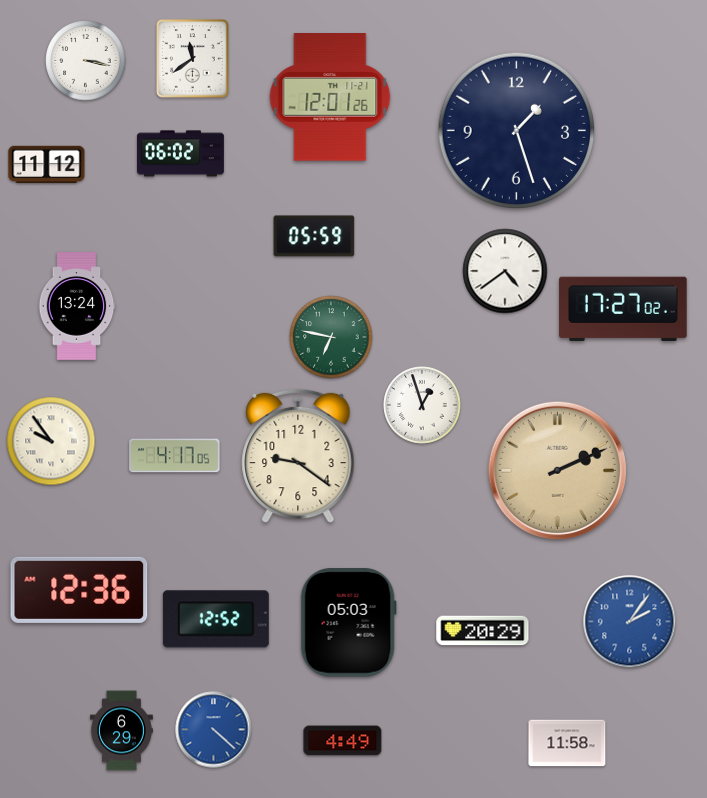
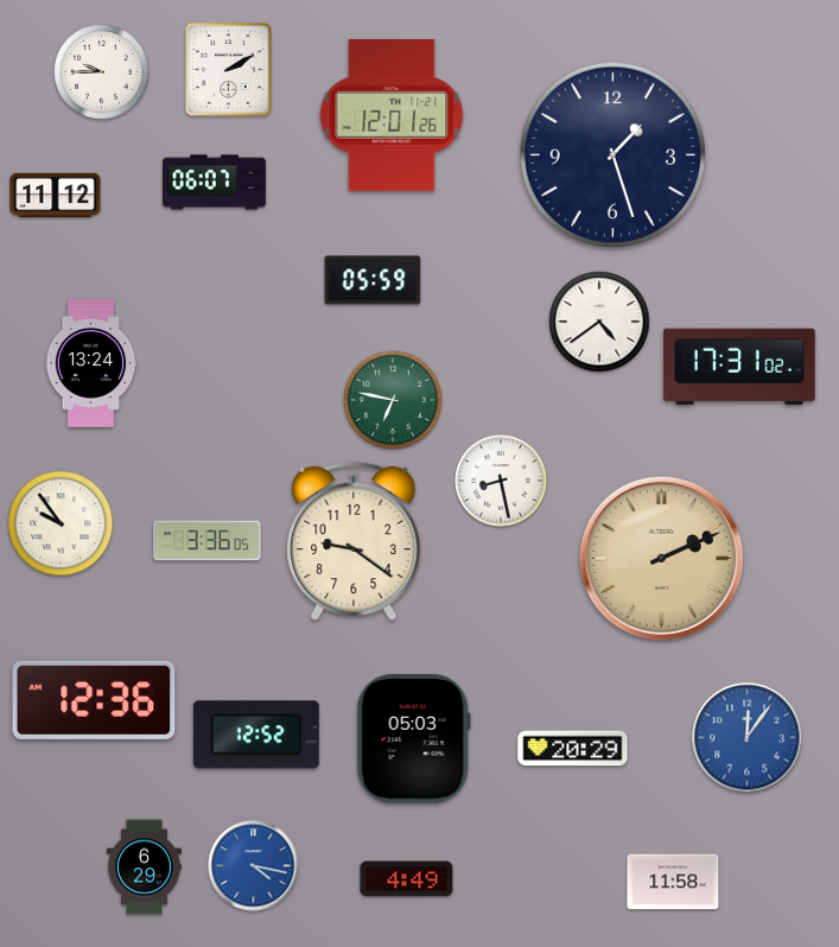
clock at (193, 59): 11:39 -> 2:10
clock at (86, 61): 3:17 -> 9:45
clock at (180, 154): 06:02 -> 06:07
clock at (623, 309): 17:27 -> 17:31
clock at (422, 405): 12:57 -> 8:28
clock at (175, 456): 4:17 -> 3:36
clock at (630, 622): 2:06 -> 12:06
clock at (214, 730): 4:22 -> 4:17
